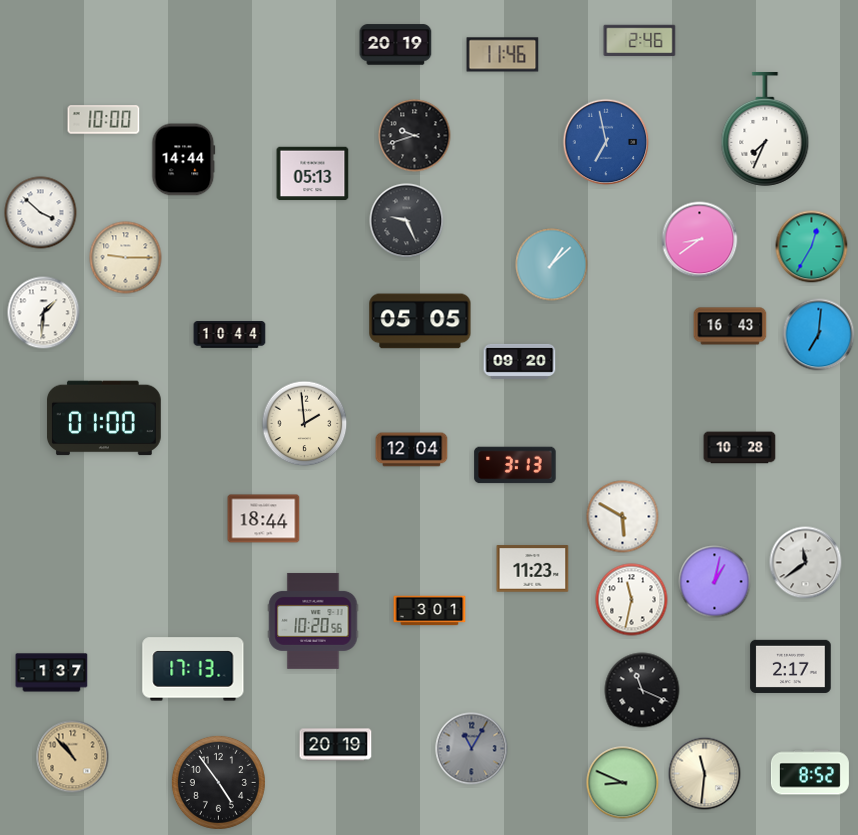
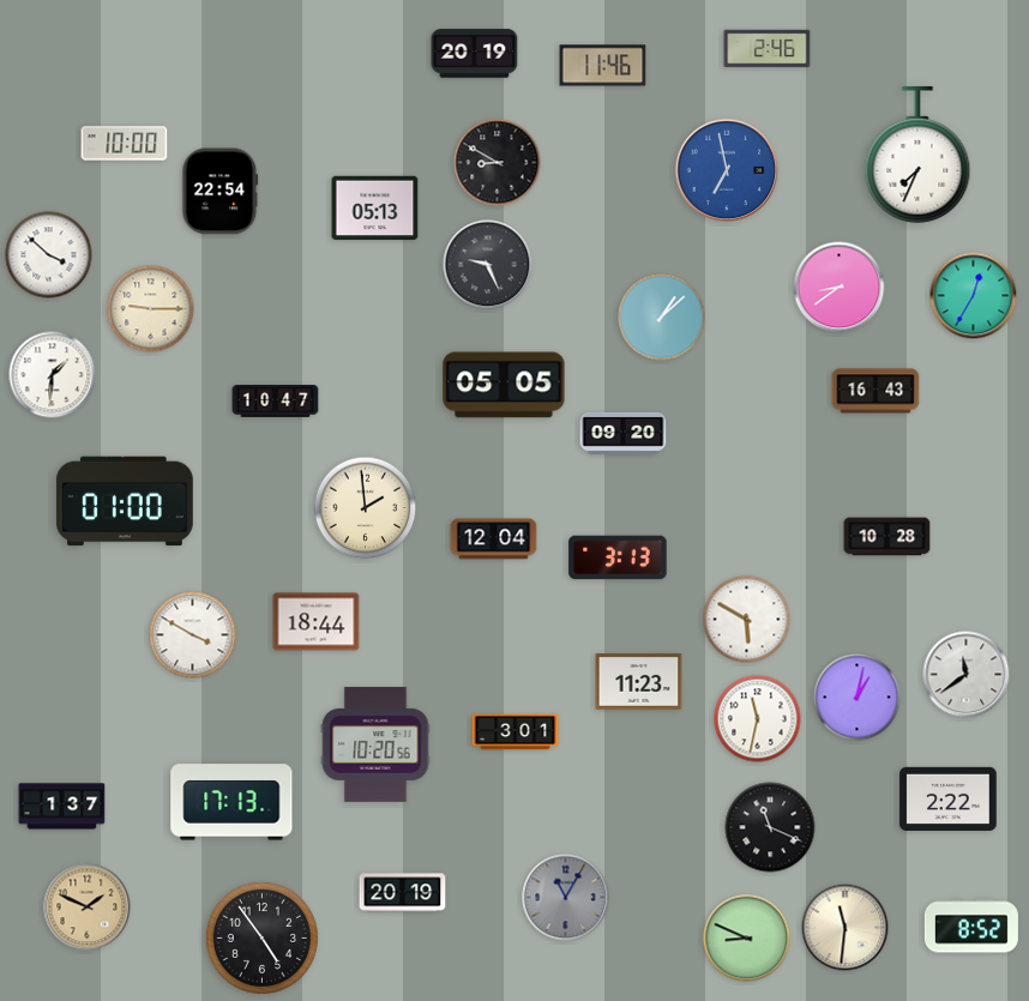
clock at (415, 136): 9:42 -> 8:50
clock at (184, 160): 14:44 -> 22:54
clock at (230, 335): 10:44 -> 10:47
clock at (819, 335): 7:01 -> none
clock at (193, 635): none -> 3:50
clock at (791, 666): 2:17 -> 2:22
clock at (73, 757): 10:53 -> 1:49
